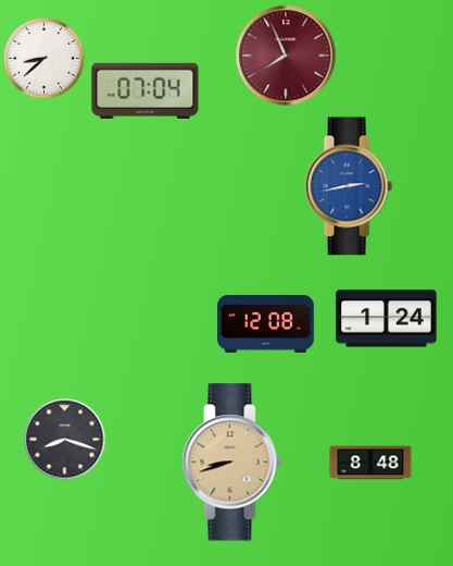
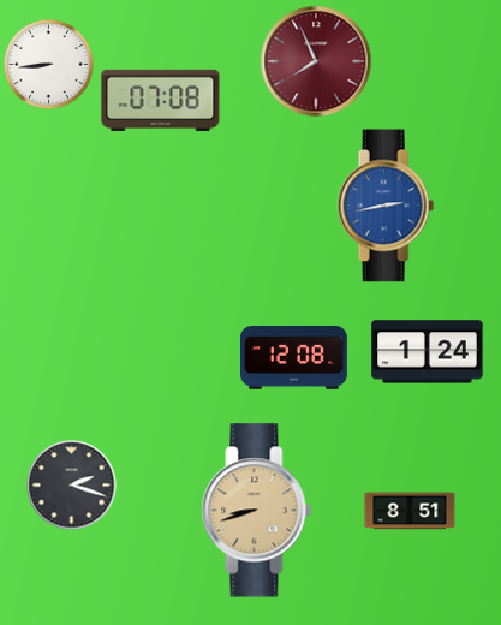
clock at (45, 59): 8:38 -> 8:44
clock at (146, 90): 07:04 -> 07:08
clock at (65, 440): 8:18 -> 2:18
clock at (370, 463): 8:48 -> 8:51
